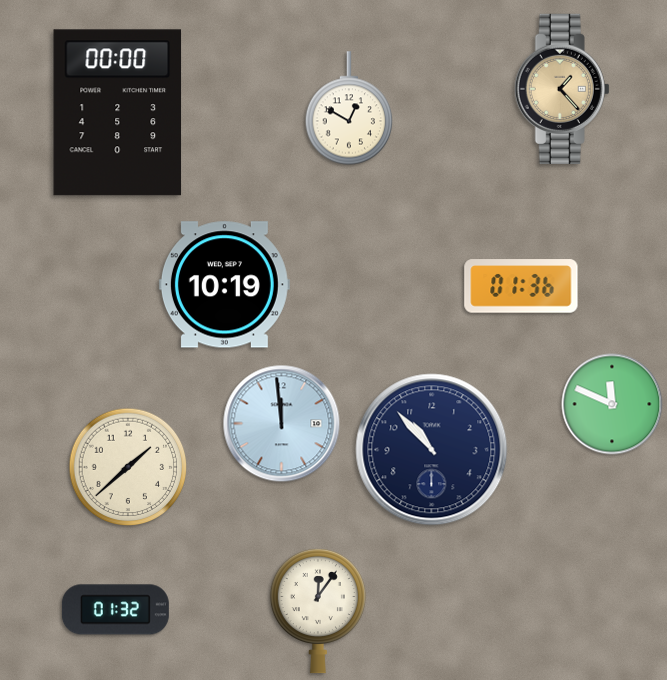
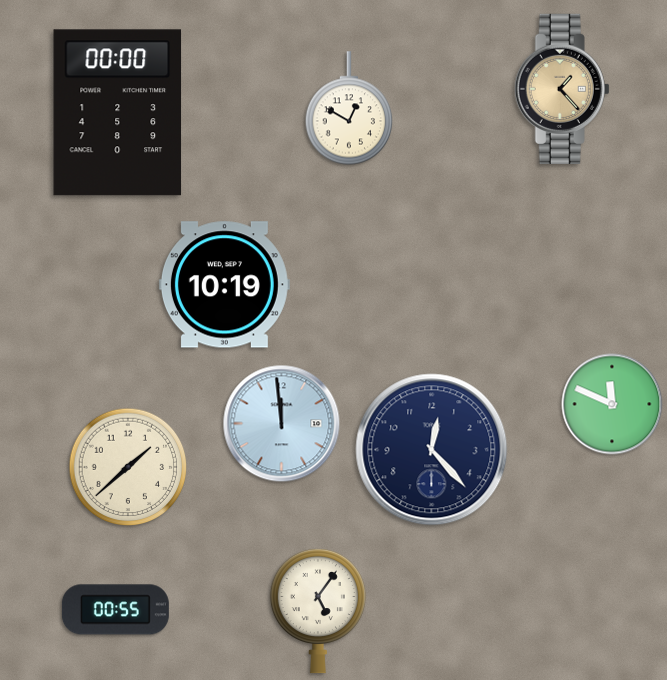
clock at (521, 286): 01:36 -> none
clock at (432, 450): 10:53 -> 12:23
clock at (115, 610): 01:32 -> 00:55
clock at (318, 611): 12:06 -> 5:06
